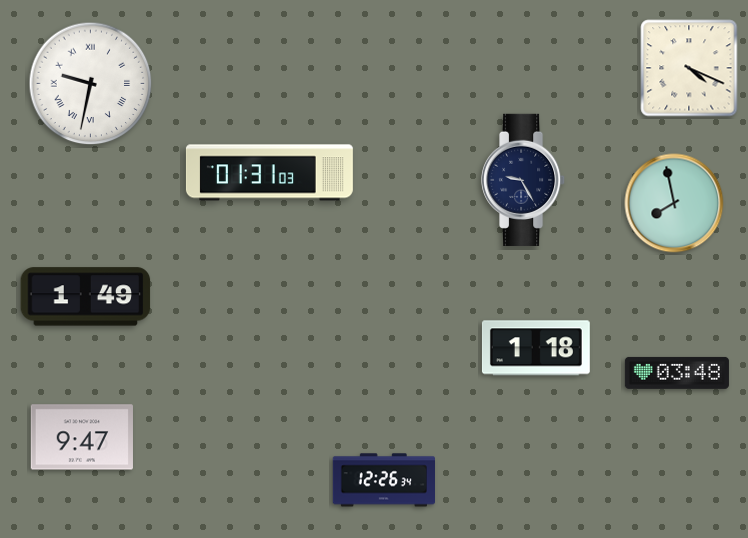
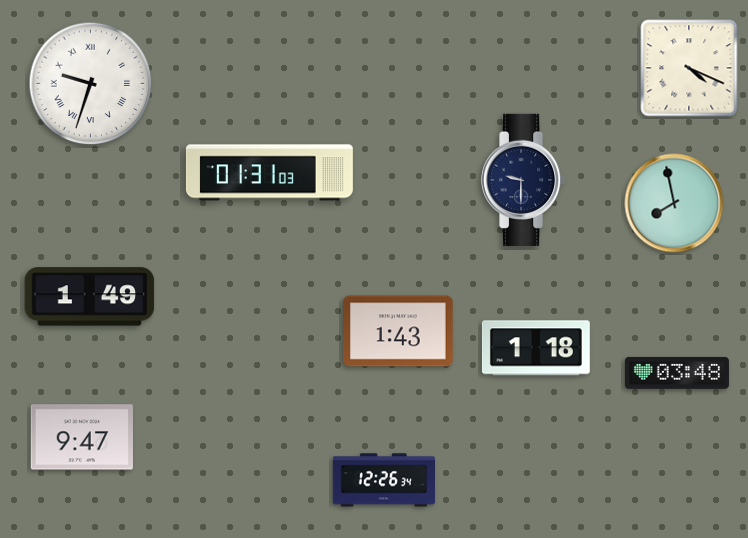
clock at (91, 84): 9:32 -> 9:33
clock at (524, 180): 9:25 -> 9:30
clock at (86, 297) position: (86, 297) -> (90, 297)
clock at (398, 331): none -> 1:43
